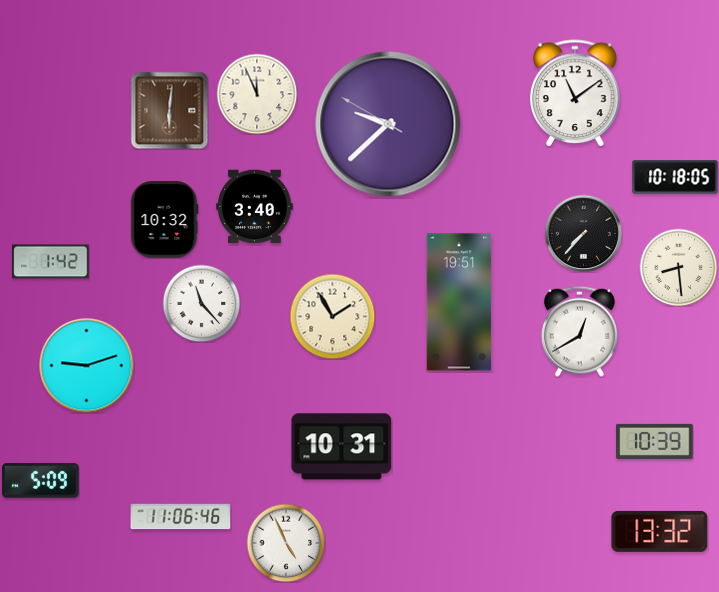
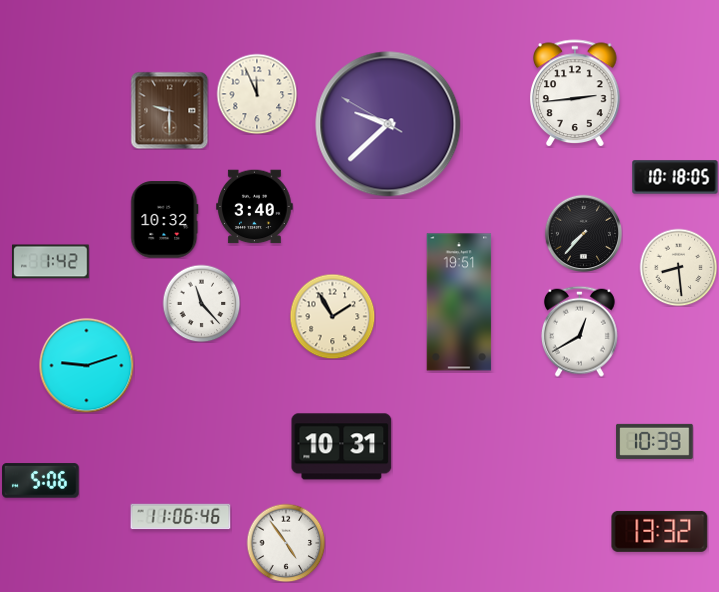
clock at (575, 93): 11:09 -> 2:44
clock at (169, 110): 6:01 -> 9:30
clock at (41, 481): 5:09 -> 5:06
clock at (286, 543): 4:56 -> 4:54
